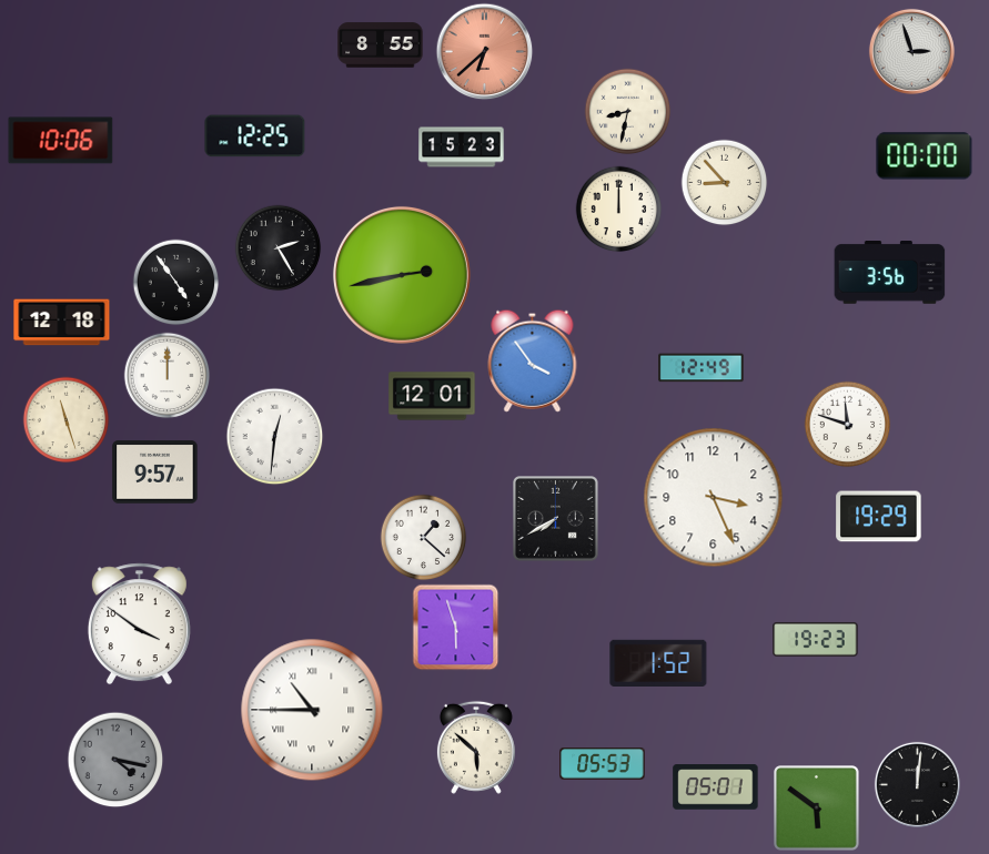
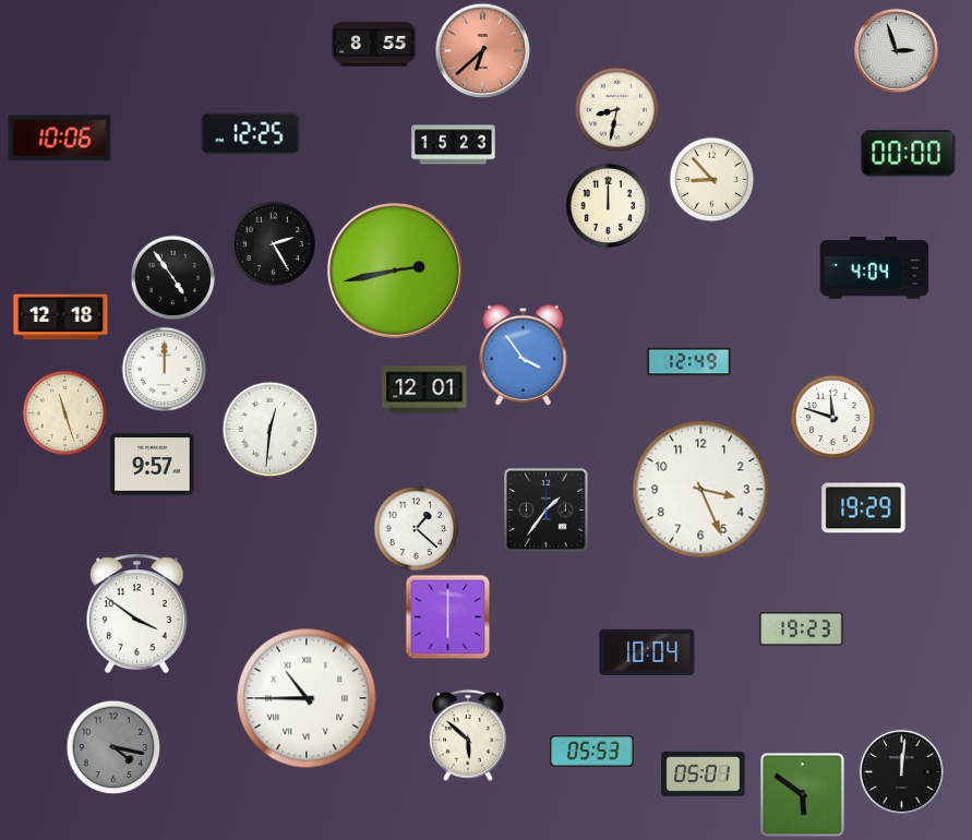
clock at (484, 51) position: (484, 51) -> (482, 50)
clock at (890, 273): 3:56 -> 4:04
clock at (556, 519): 7:40 -> 1:36
clock at (455, 627): 5:57 -> 6:00
clock at (658, 662): 1:52 -> 10:04
